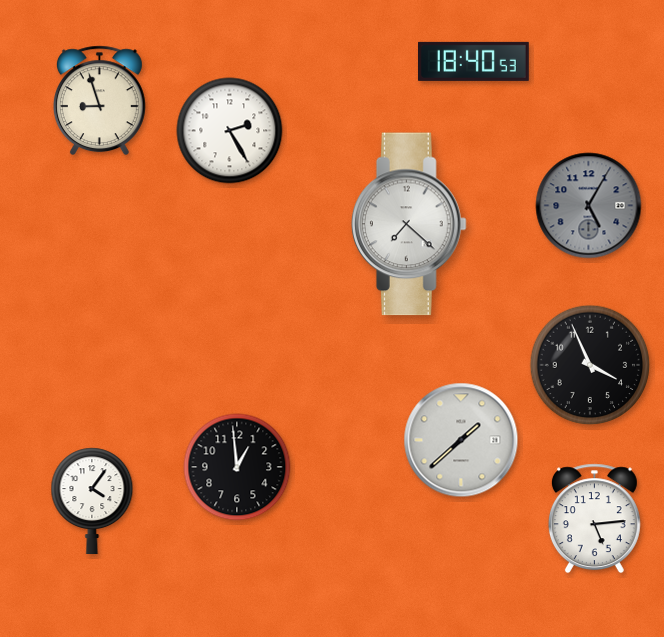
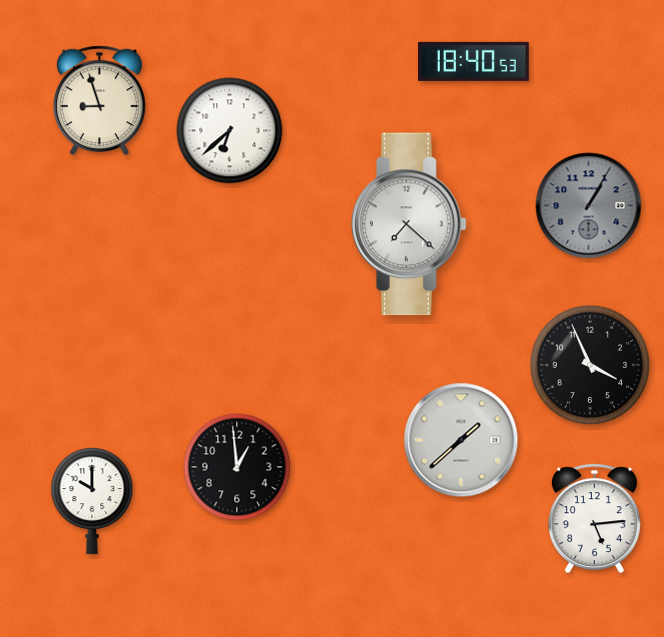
clock at (230, 131): 2:25 -> 6:38
clock at (589, 206): 5:05 -> 1:05
clock at (92, 500): 4:06 -> 10:00
